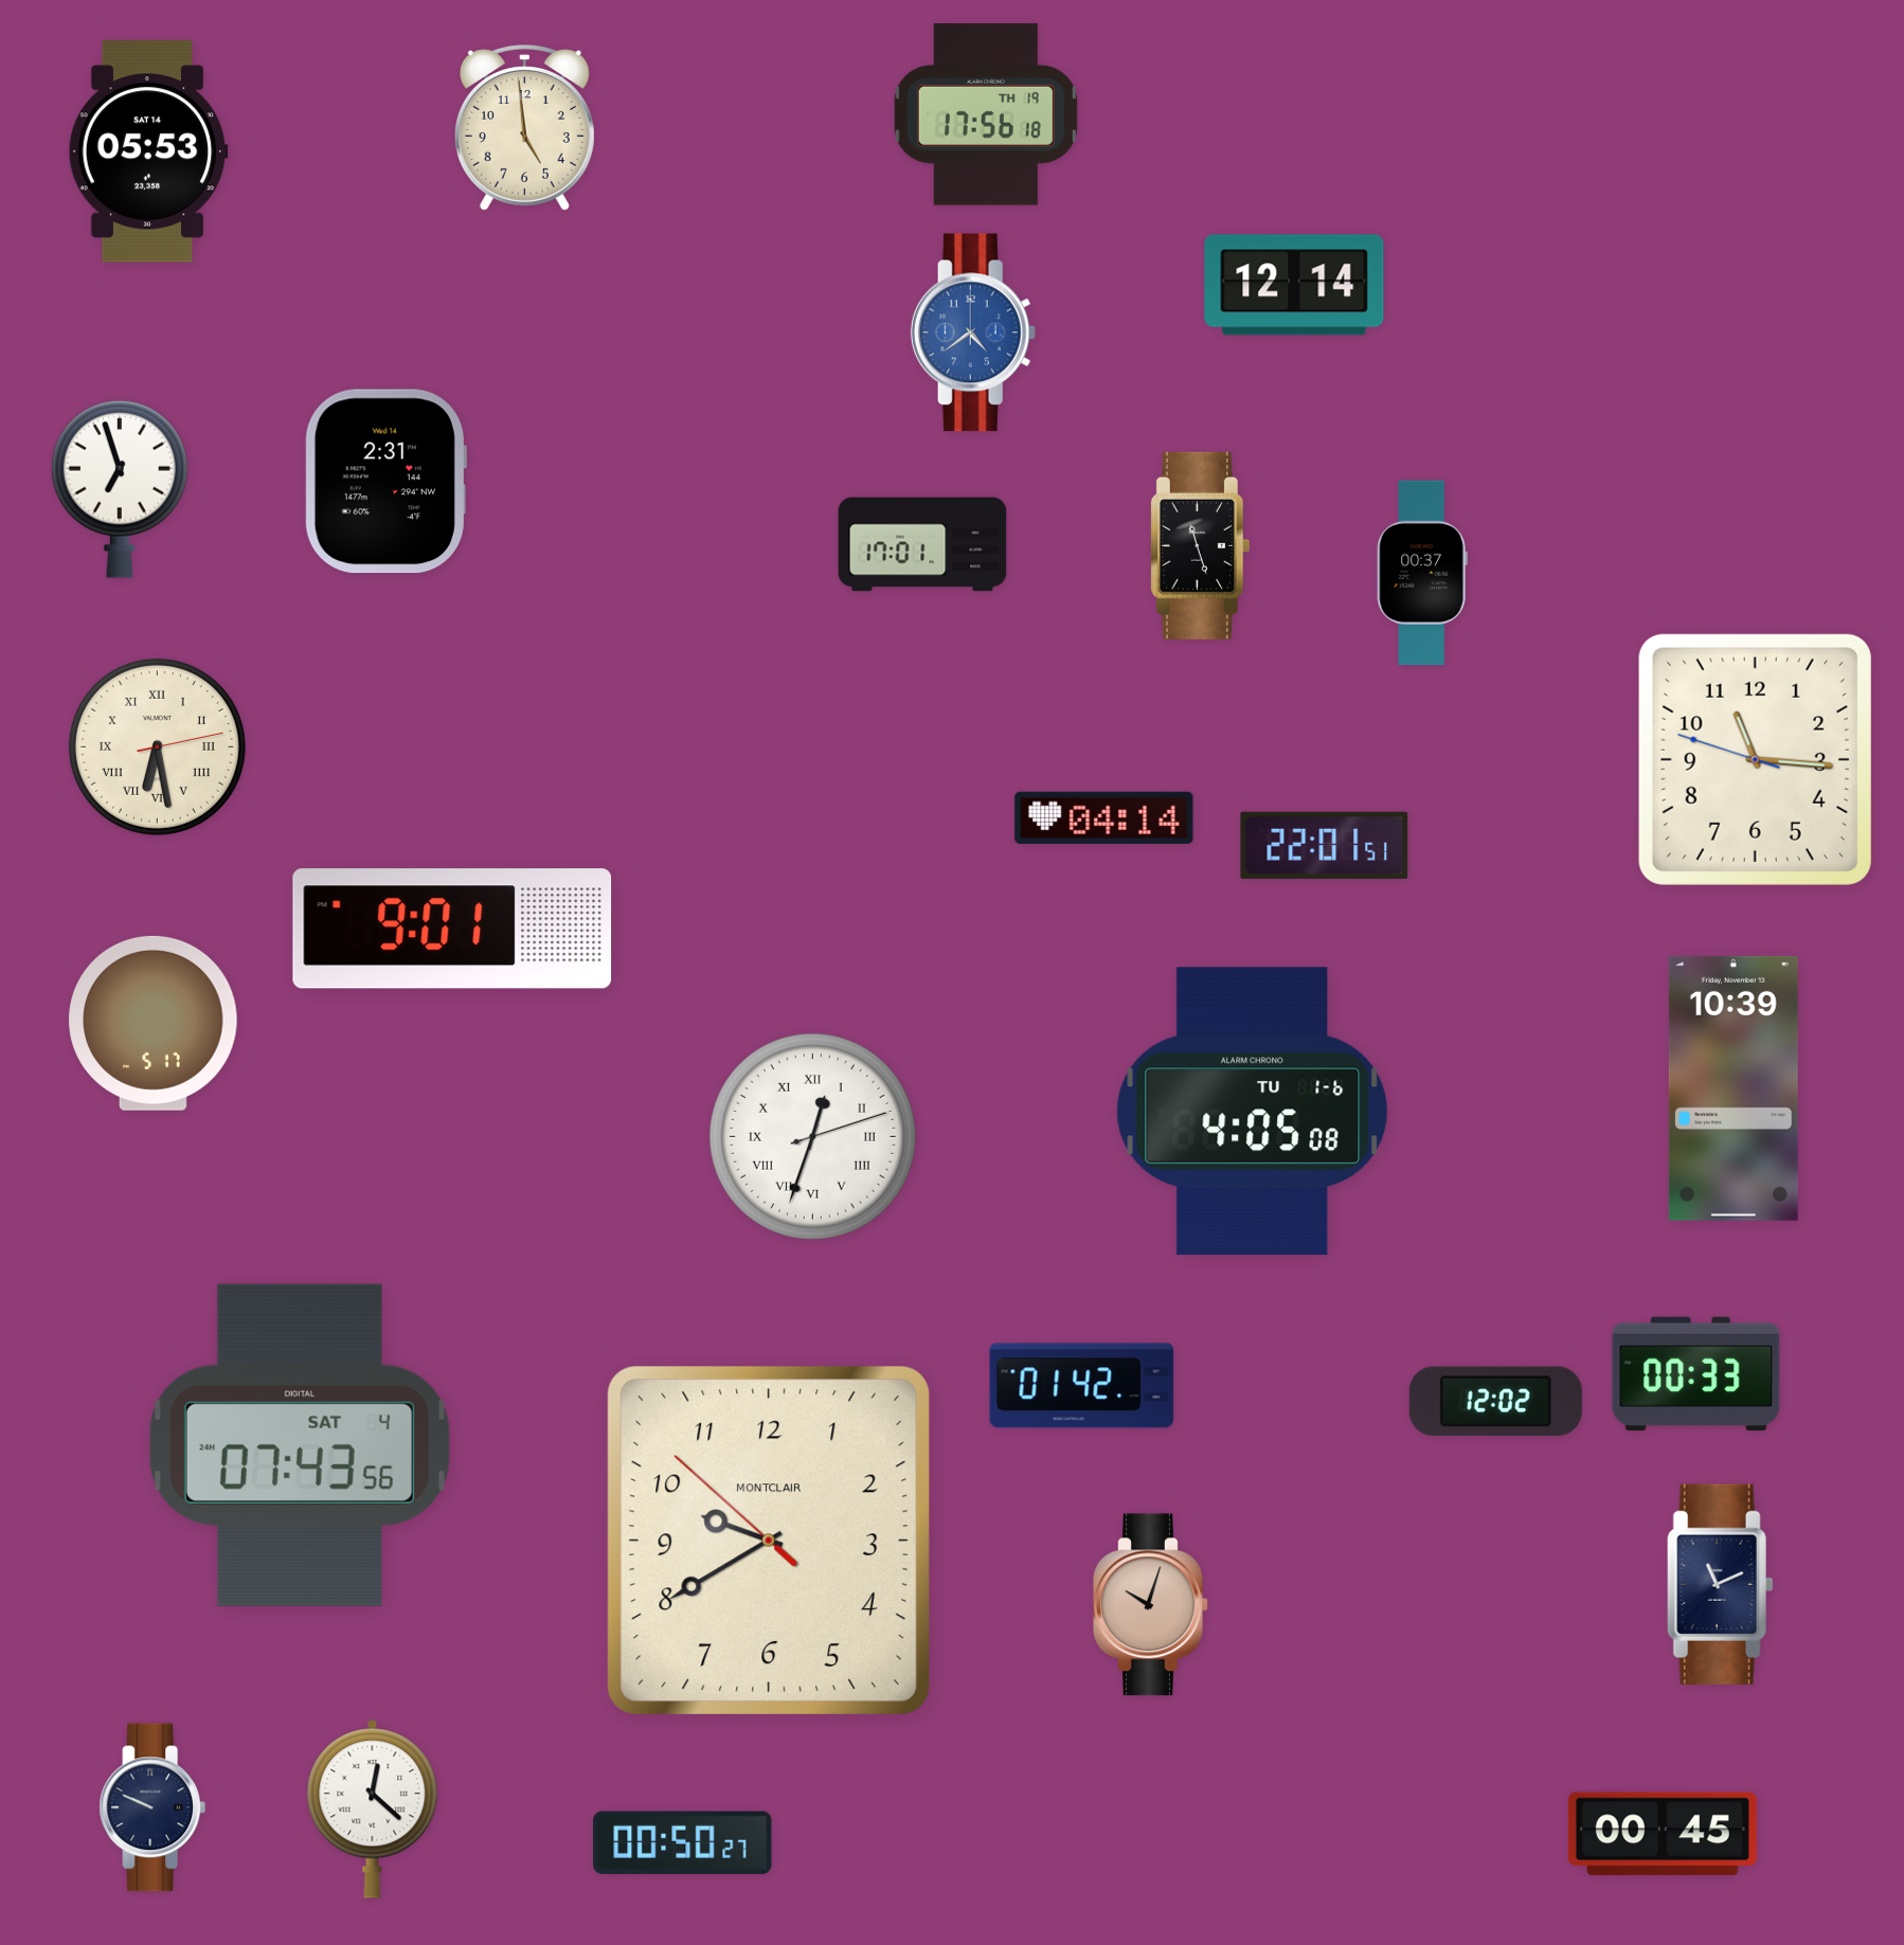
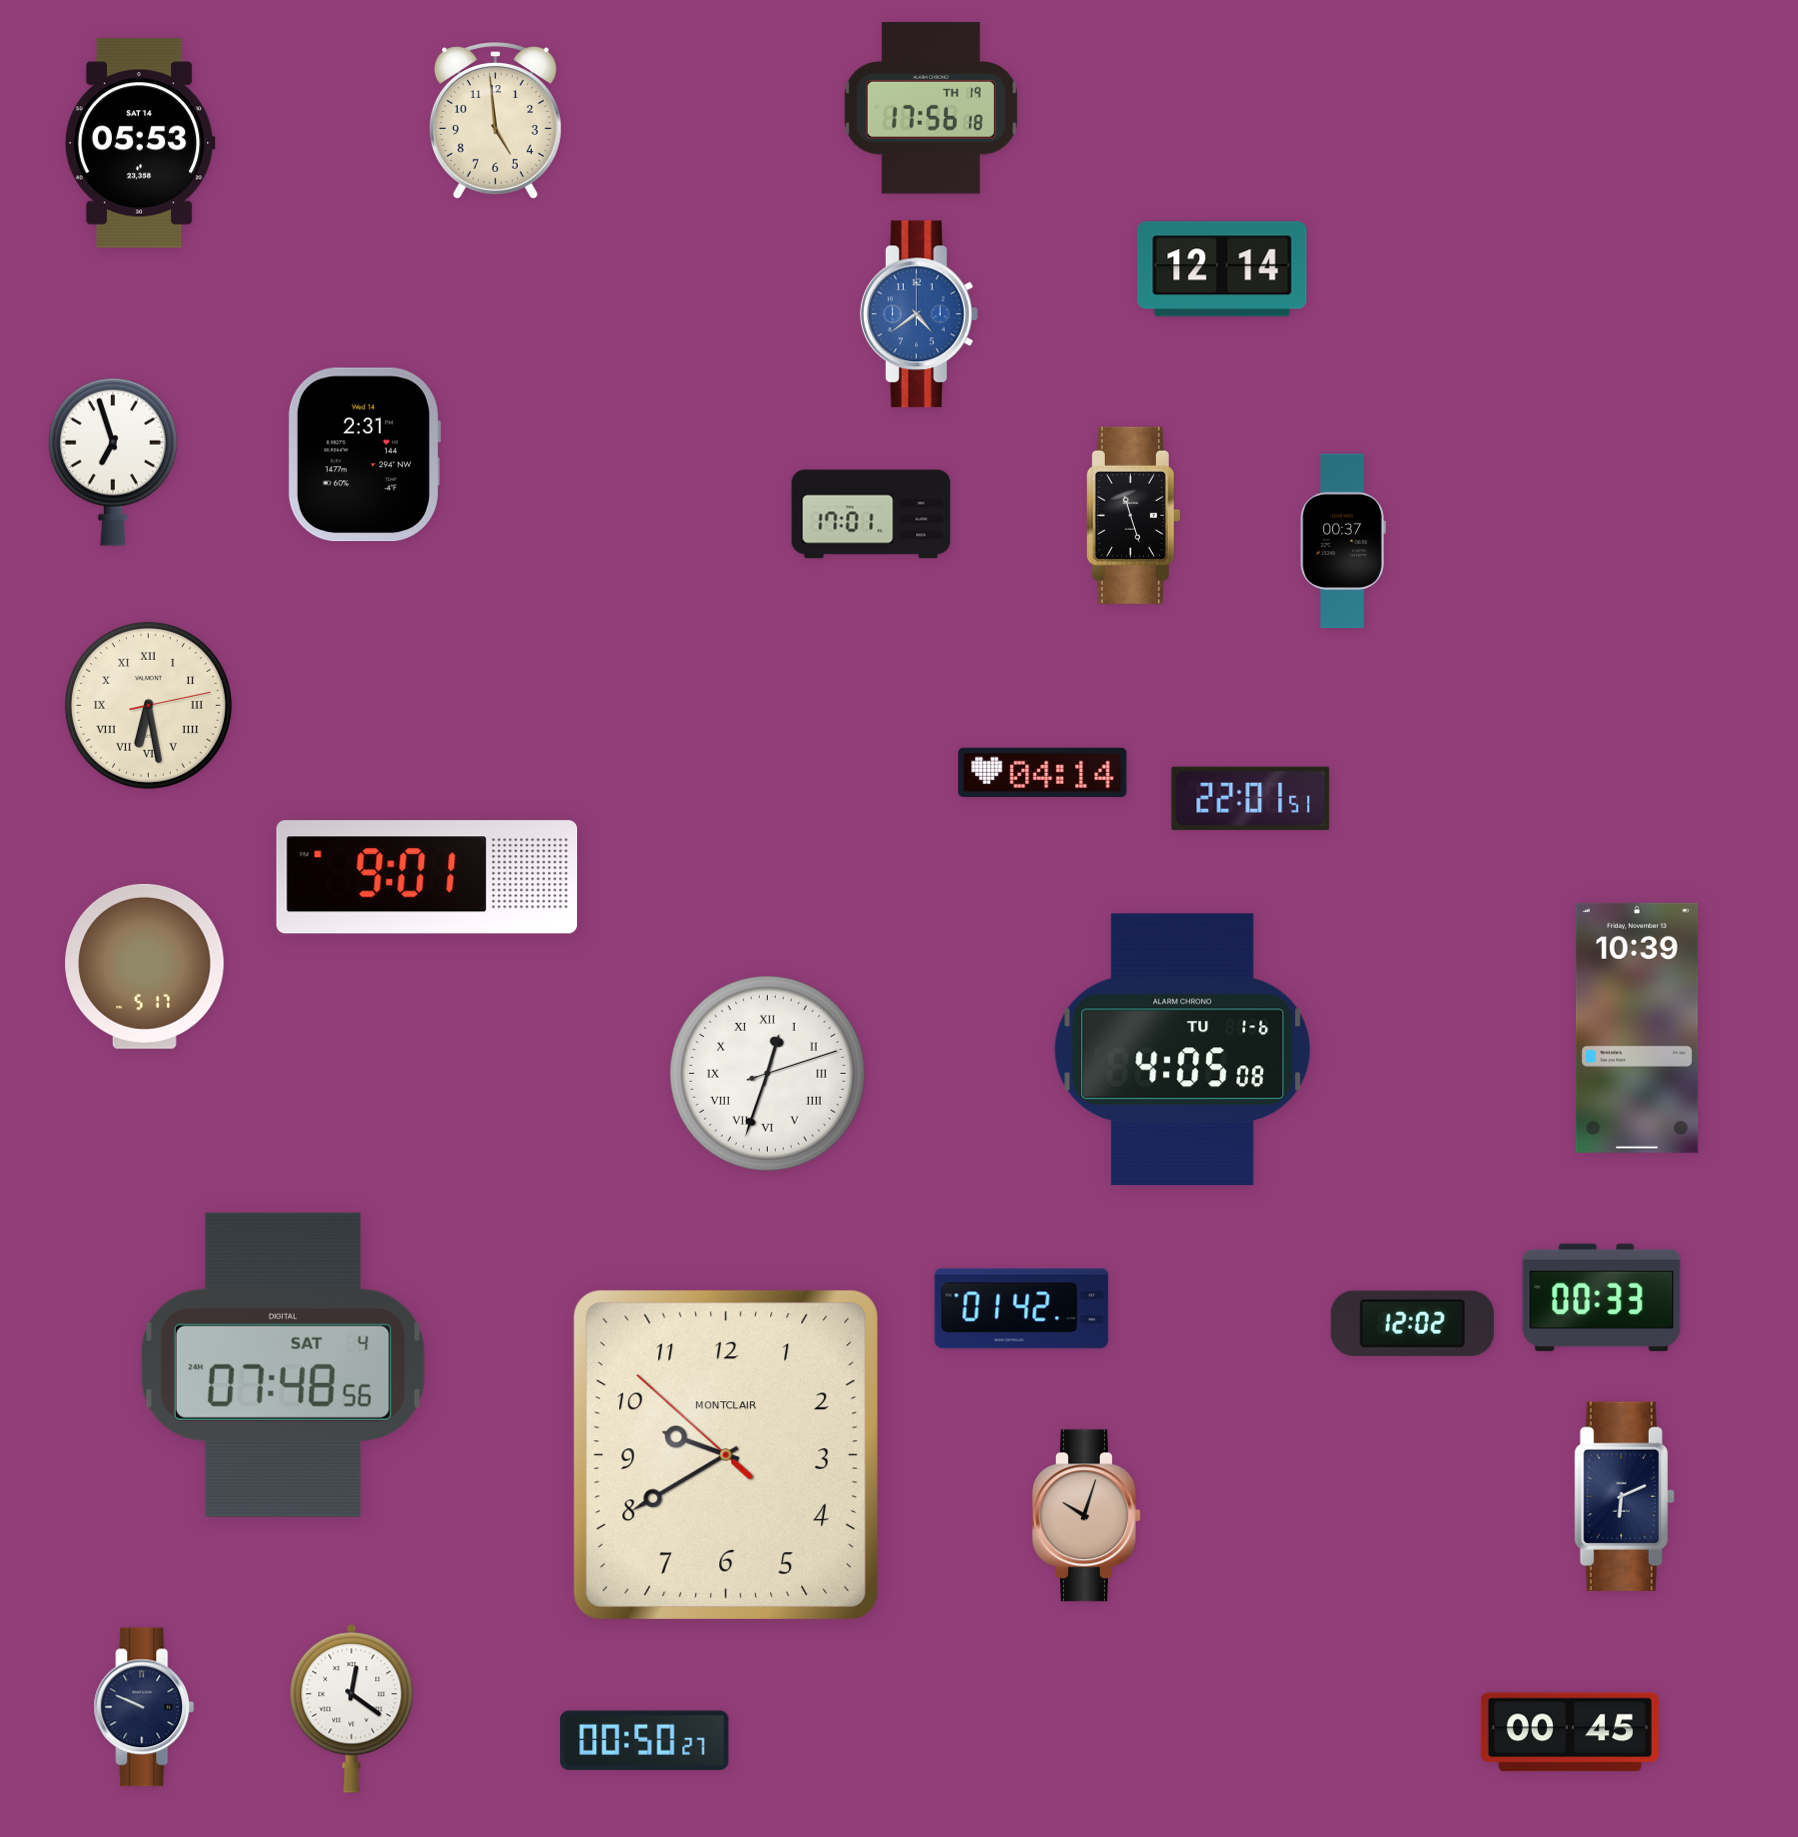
clock at (1755, 759): 11:15 -> none
clock at (300, 1445): 07:43 -> 07:48
clock at (1720, 1584): 11:11 -> 6:11
clock at (373, 1808): 12:22 -> 12:21
